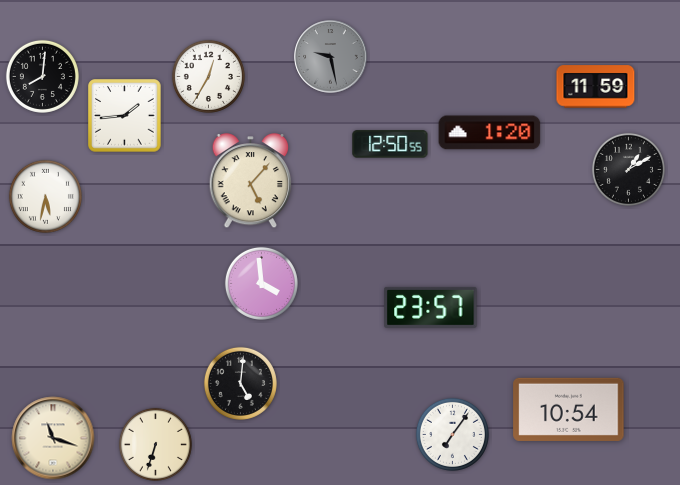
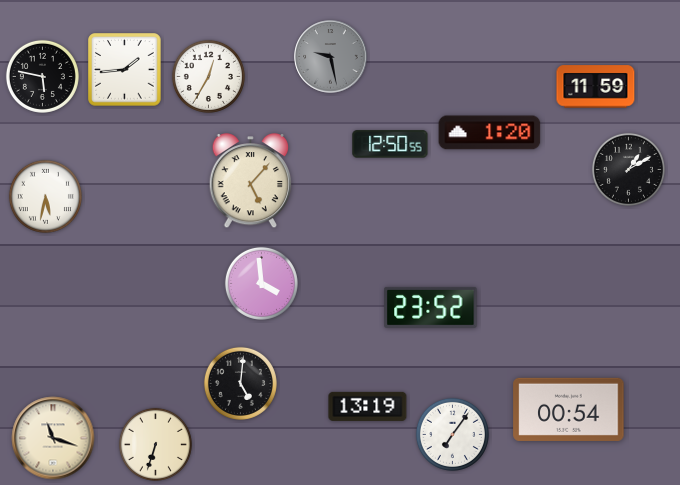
clock at (42, 76): 8:01 -> 5:47
clock at (125, 116) position: (125, 116) -> (125, 70)
clock at (431, 307): 23:57 -> 23:52
clock at (368, 406): none -> 13:19
clock at (569, 409): 10:54 -> 00:54
